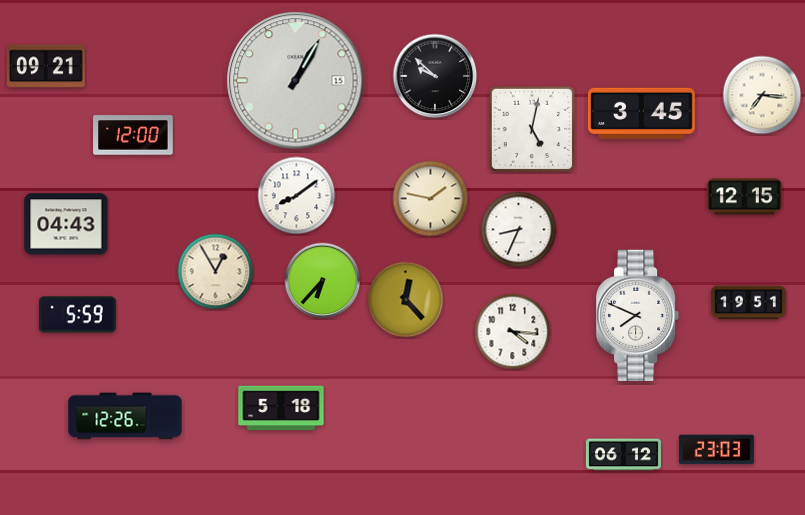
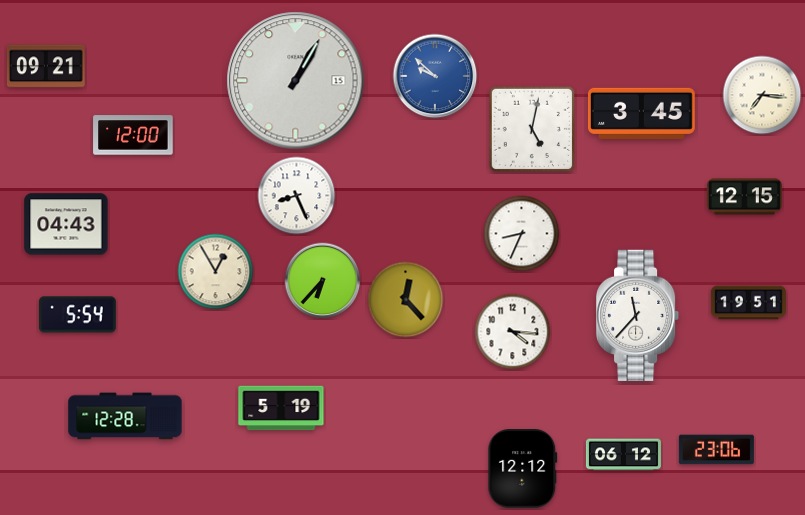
clock at (435, 76) dial: black -> blue
clock at (297, 196): 8:09 -> 8:26
clock at (431, 199): 1:47 -> none
clock at (519, 230) position: (519, 230) -> (522, 234)
clock at (77, 315): 5:59 -> 5:54
clock at (639, 315): 7:49 -> 11:37
clock at (281, 408): 5:18 -> 5:19
clock at (125, 416): 12:26 -> 12:28
clock at (716, 450): 23:03 -> 23:06
clock at (523, 469): none -> 12:12
